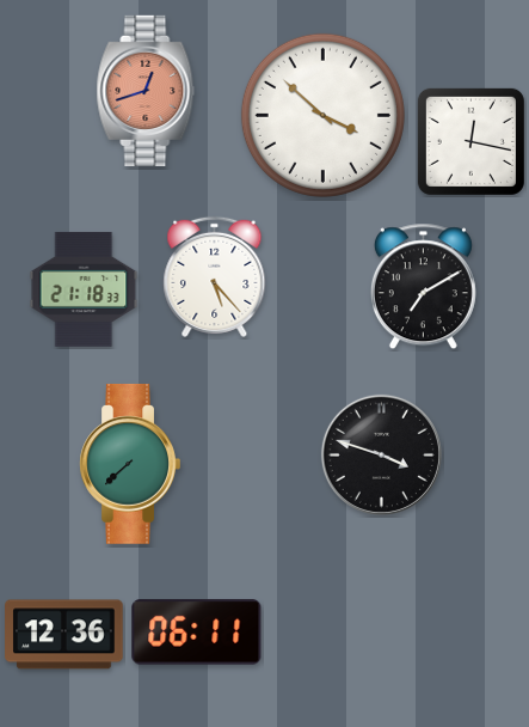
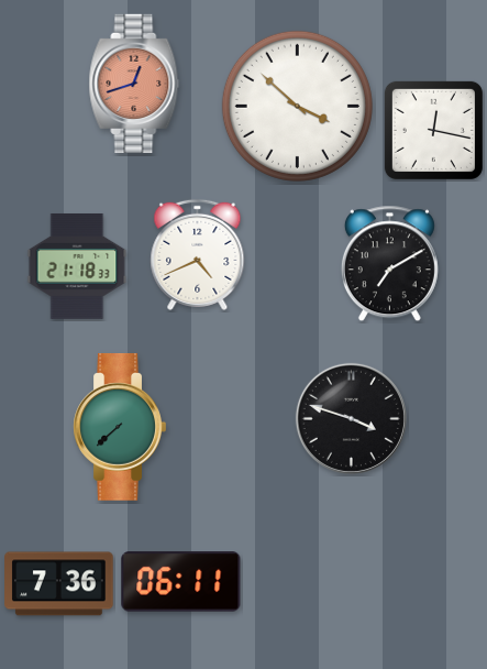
clock at (215, 276): 5:23 -> 4:41
clock at (64, 635): 12:36 -> 7:36
